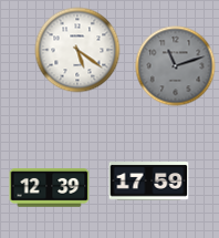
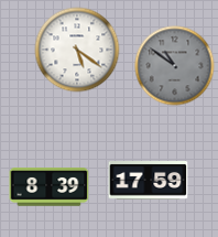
clock at (176, 66): 11:12 -> 10:51
clock at (50, 188): 12:39 -> 8:39
